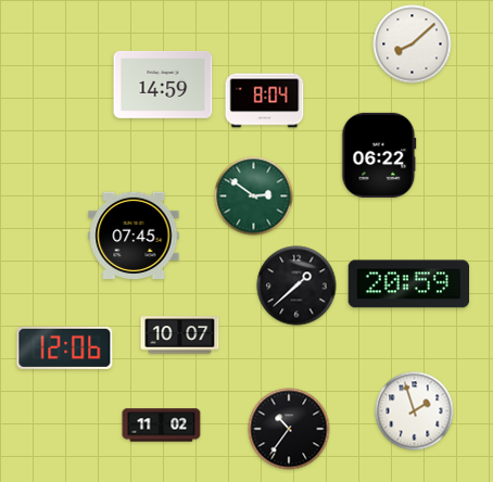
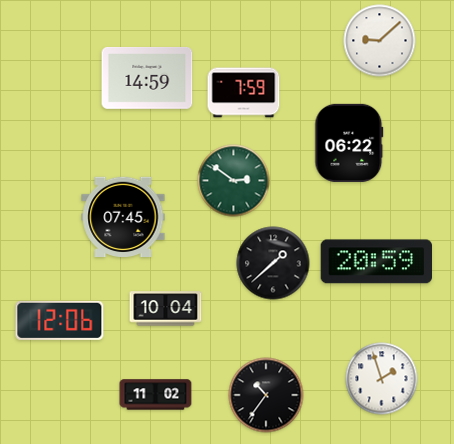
clock at (413, 45): 8:08 -> 9:08
clock at (163, 85) position: (163, 85) -> (147, 78)
clock at (265, 101): 8:04 -> 7:59
clock at (180, 335): 10:07 -> 10:04
clock at (162, 426) position: (162, 426) -> (156, 395)
